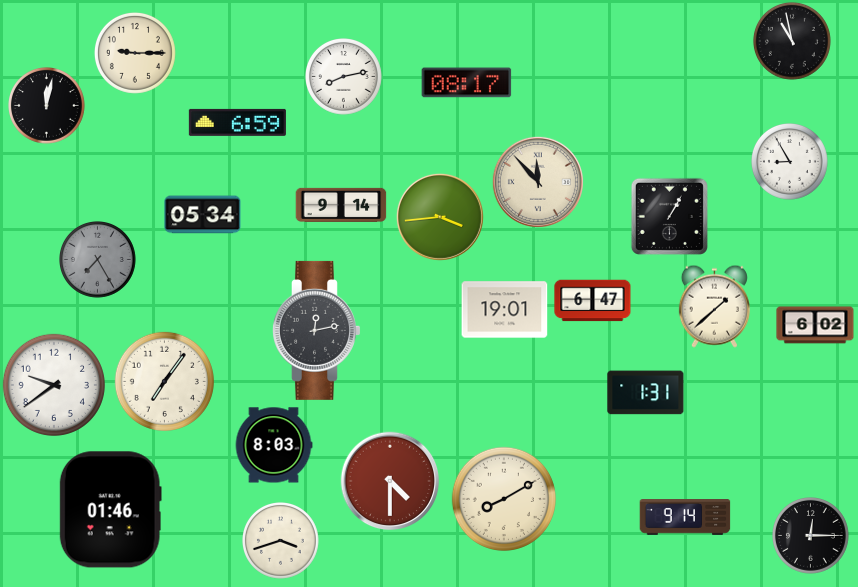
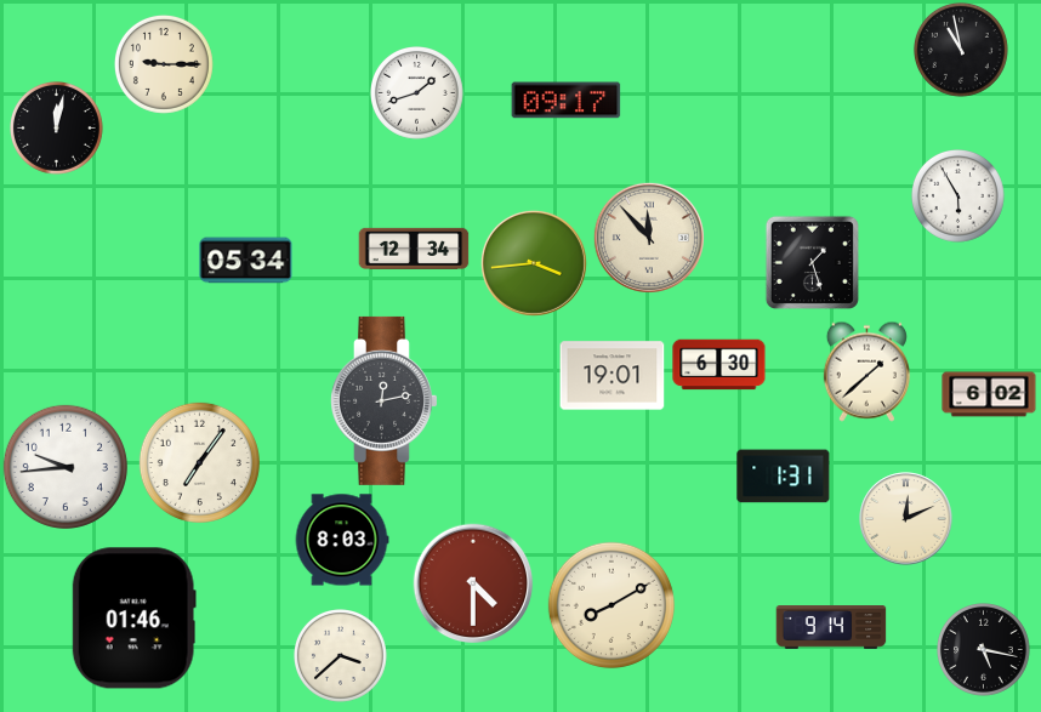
clock at (344, 77): 8:13 -> 1:42
clock at (467, 83): 08:17 -> 09:17
clock at (237, 122): 6:59 -> none
clock at (790, 162): 8:55 -> 5:55
clock at (538, 182) position: (538, 182) -> (649, 238)
clock at (341, 205): 9:14 -> 12:34
clock at (669, 216): 1:05 -> 1:27
clock at (98, 260): 7:25 -> none
clock at (593, 301): 6:47 -> 6:30
clock at (54, 385): 9:39 -> 9:44
clock at (906, 519): none -> 12:11
clock at (274, 445) position: (274, 445) -> (342, 540)
clock at (811, 536): 12:15 -> 5:17
clock at (281, 541): 3:42 -> 3:38
